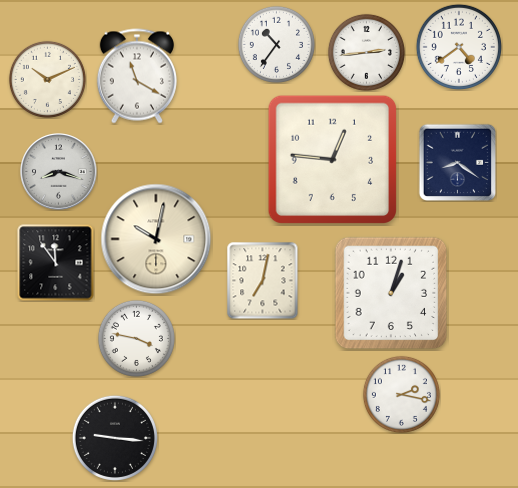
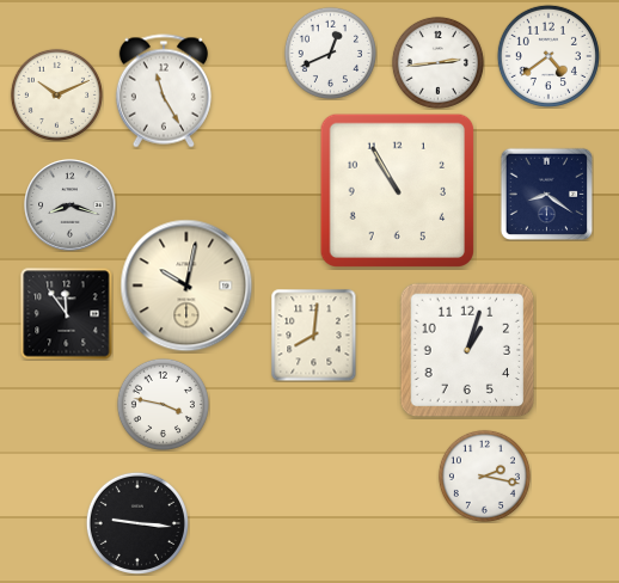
clock at (276, 44): 10:36 -> 12:41
clock at (137, 76): 11:20 -> 11:25
clock at (333, 160): 12:46 -> 10:55
clock at (263, 280): 7:02 -> 8:01
clock at (401, 394) position: (401, 394) -> (484, 475)
